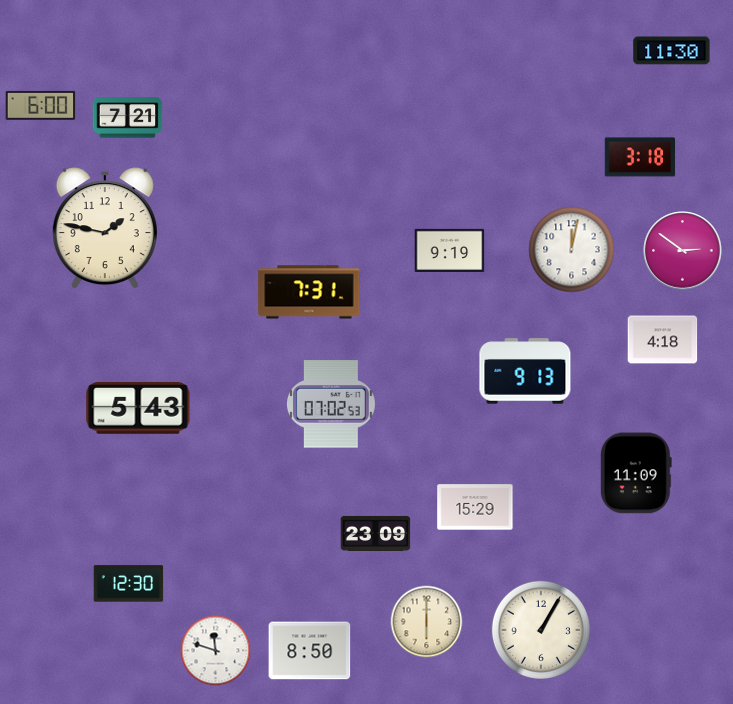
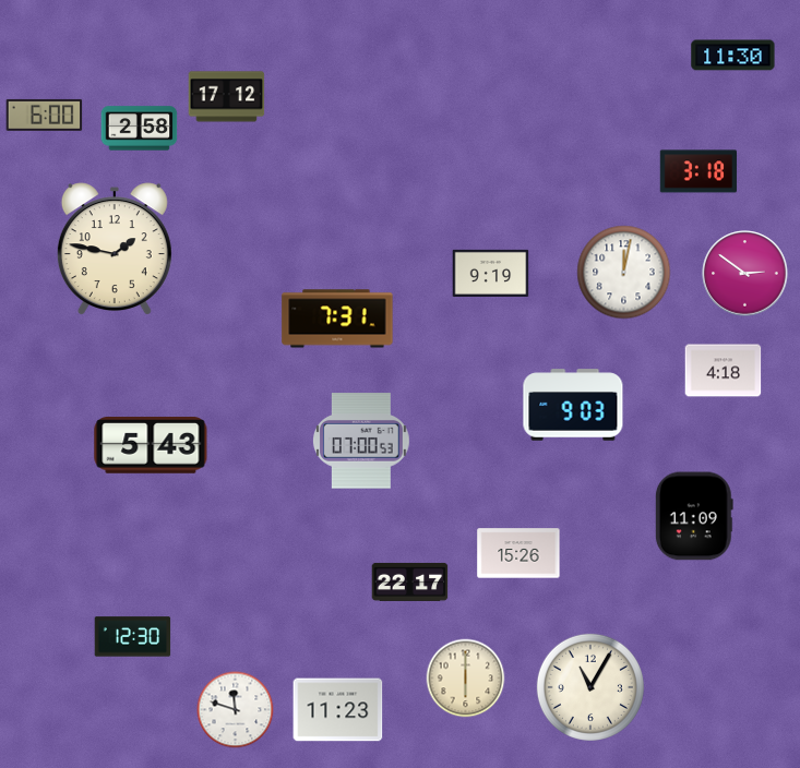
clock at (227, 97): none -> 17:12
clock at (128, 118): 7:21 -> 2:58
clock at (525, 371): 9:13 -> 9:03
clock at (331, 404): 07:02 -> 07:00
clock at (475, 507): 15:29 -> 15:26
clock at (376, 533): 23:09 -> 22:17
clock at (129, 584) position: (129, 584) -> (133, 637)
clock at (541, 630): 1:05 -> 11:05
clock at (310, 651): 8:50 -> 11:23
